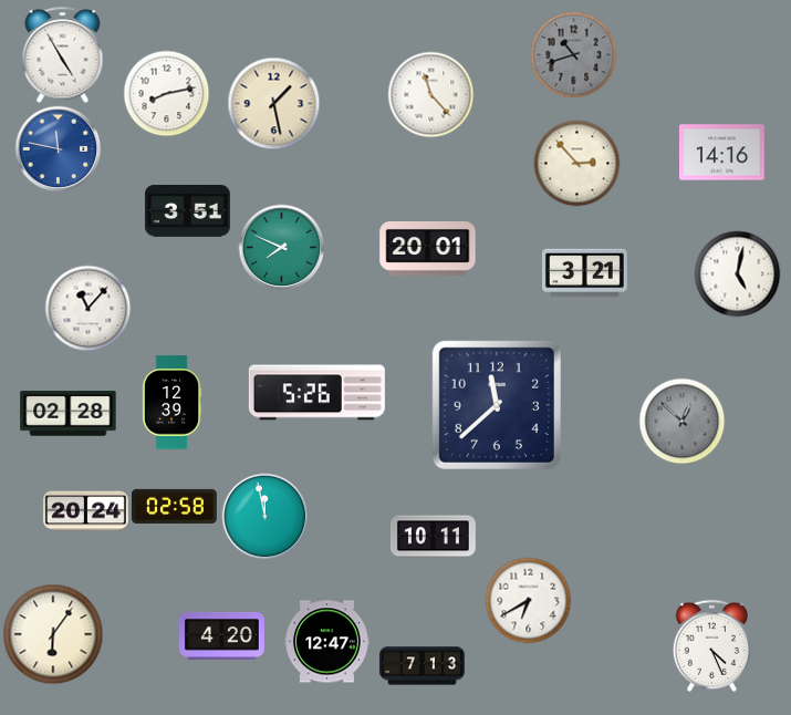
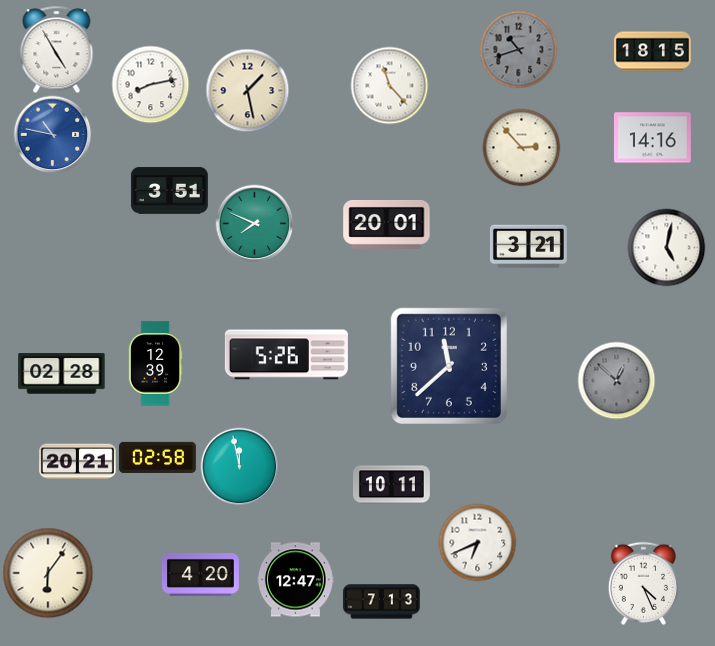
clock at (653, 52): none -> 18:15
clock at (273, 103) position: (273, 103) -> (247, 90)
clock at (58, 148): 11:47 -> 10:47
clock at (87, 308): 11:07 -> none
clock at (86, 511): 20:24 -> 20:21
clock at (528, 600): 6:40 -> 6:41
